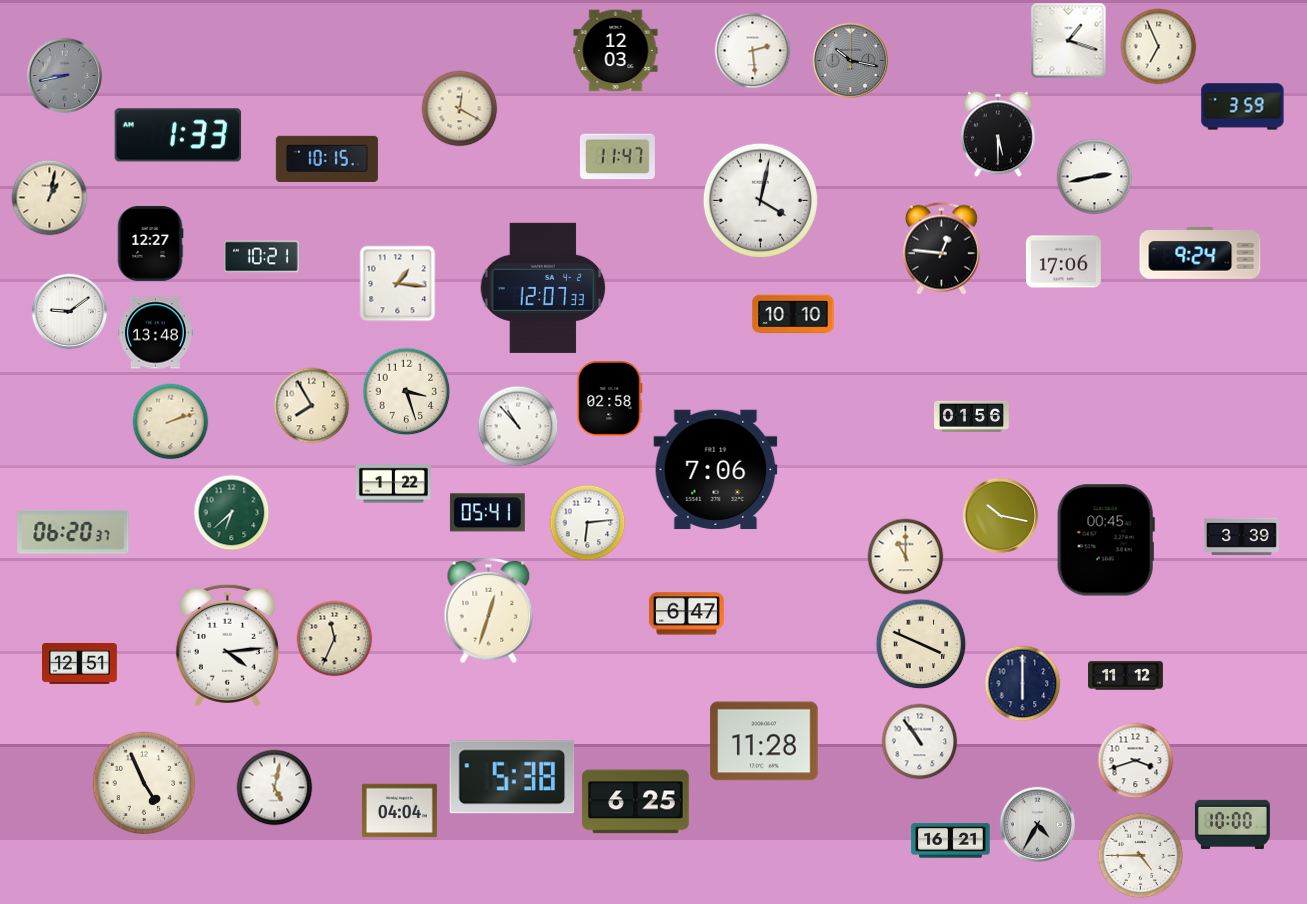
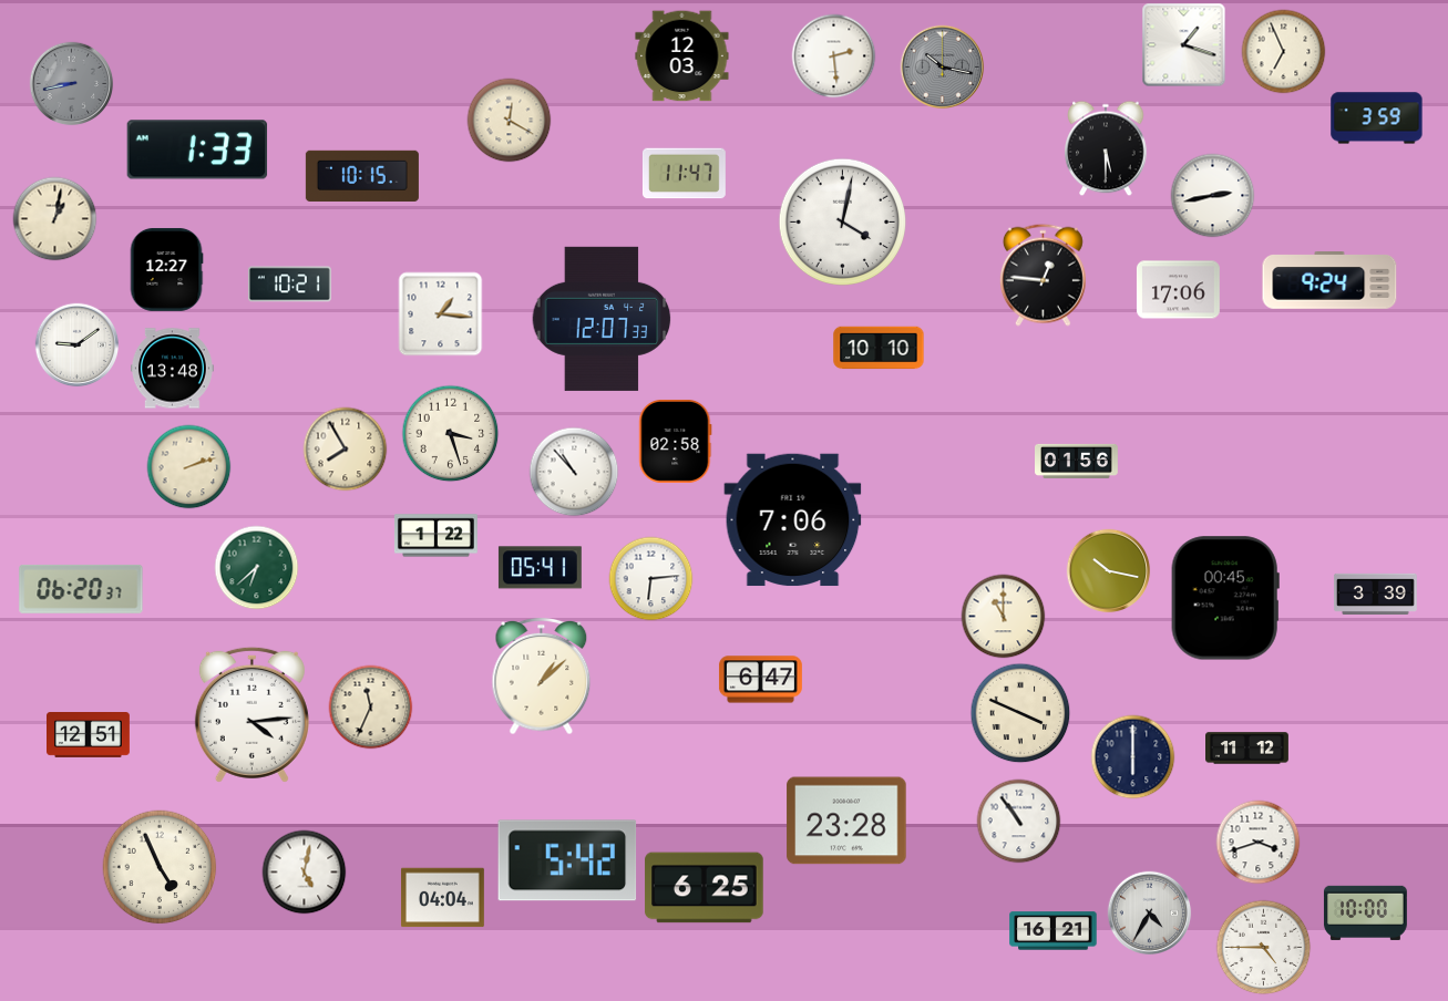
clock at (489, 611): 12:33 -> 1:08
clock at (764, 741): 11:28 -> 23:28
clock at (512, 777): 5:38 -> 5:42
